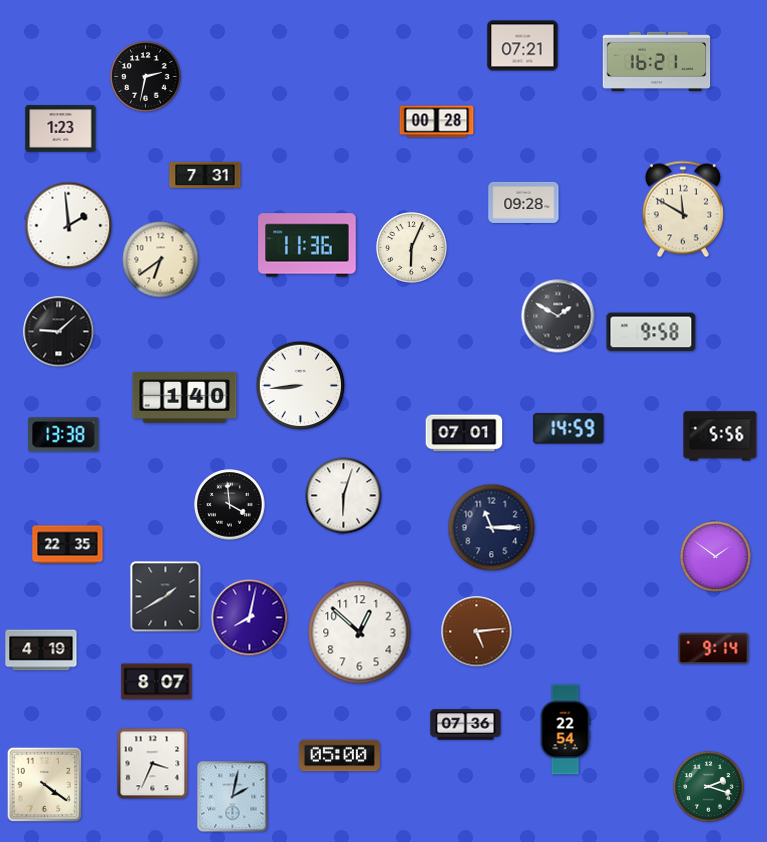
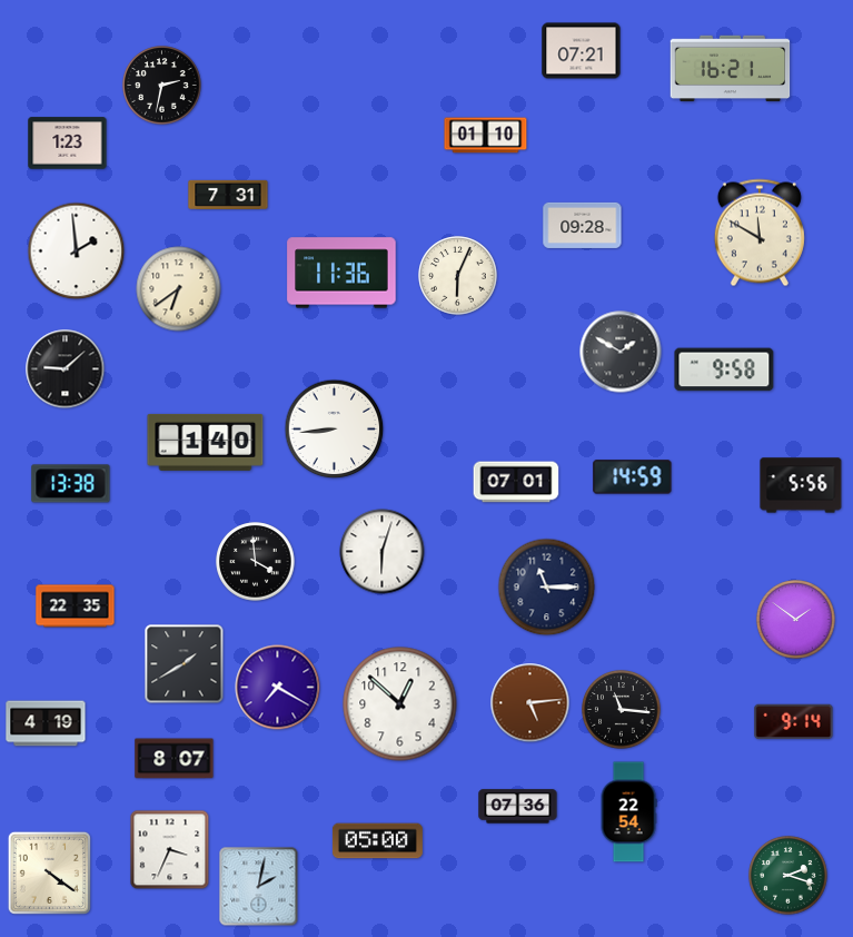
clock at (437, 122): 00:28 -> 01:10
clock at (250, 618): 8:02 -> 7:20
clock at (622, 710): none -> 11:16
